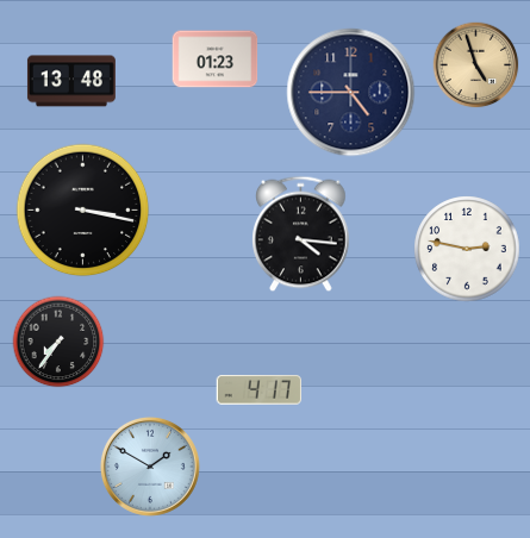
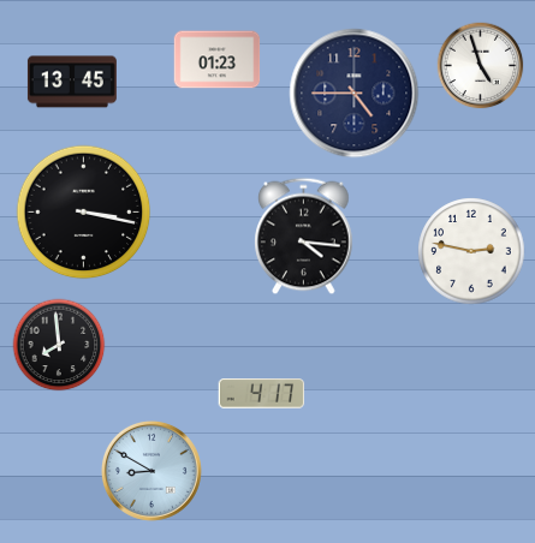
clock at (476, 65) dial: champagne -> white
clock at (71, 81): 13:48 -> 13:45
clock at (58, 342): 7:36 -> 7:59
clock at (150, 467): 1:50 -> 8:50
